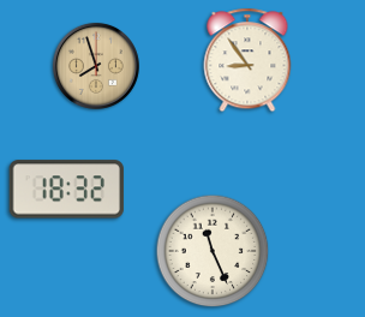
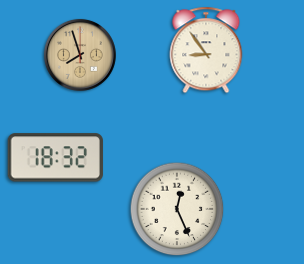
clock at (213, 251): 11:26 -> 12:26
